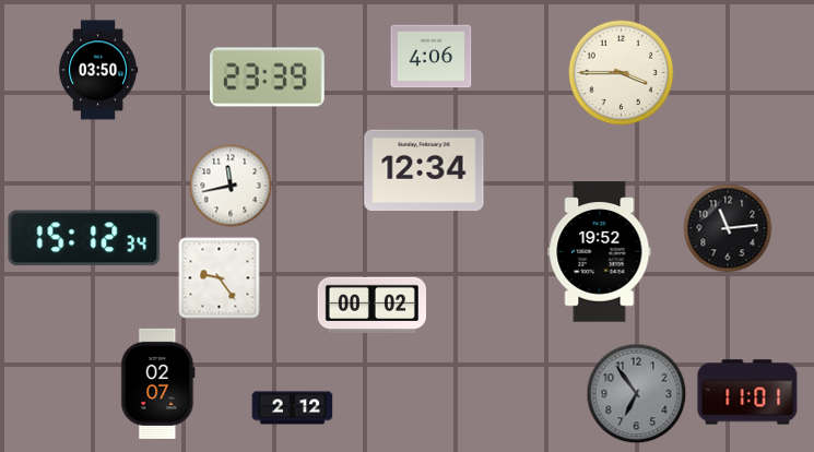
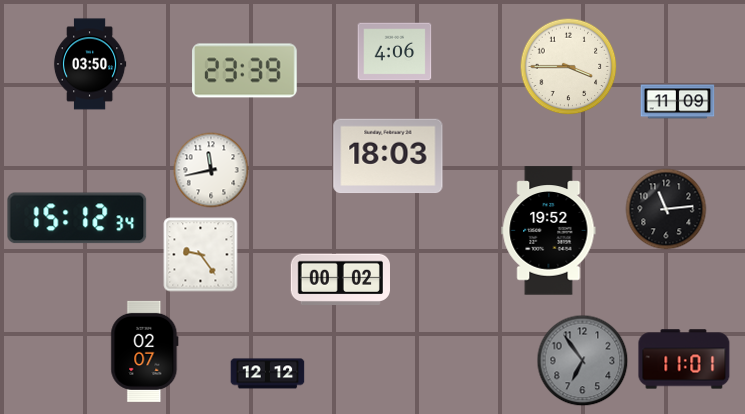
clock at (678, 102): none -> 11:09
clock at (424, 170): 12:34 -> 18:03
clock at (293, 408): 2:12 -> 12:12
